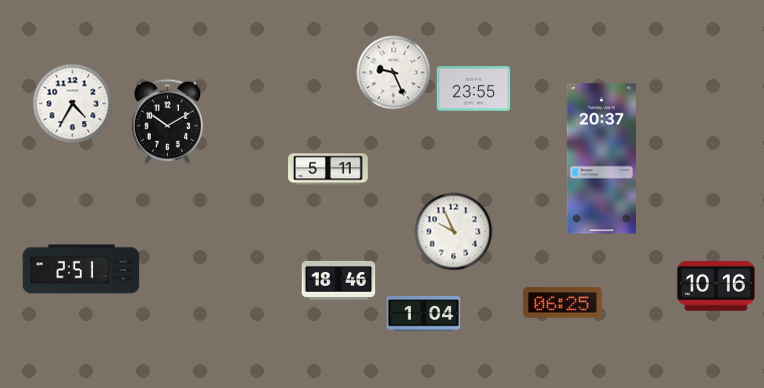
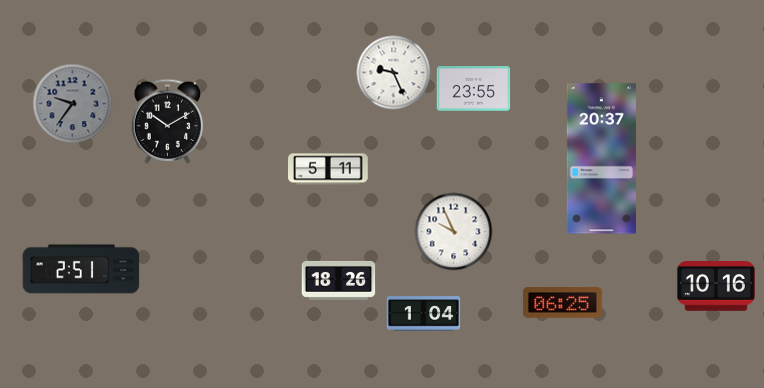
clock at (73, 104): 4:35 -> 9:36
clock at (73, 104) dial: white -> grey
clock at (339, 280): 18:46 -> 18:26
